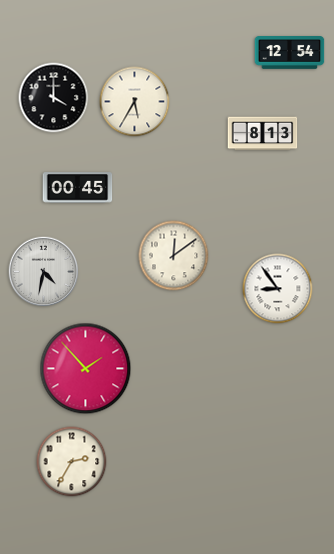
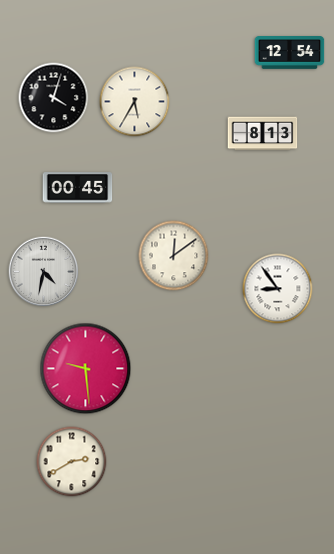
clock at (54, 98): 4:00 -> 4:03
clock at (86, 369): 1:53 -> 9:29
clock at (72, 462): 2:35 -> 2:40
